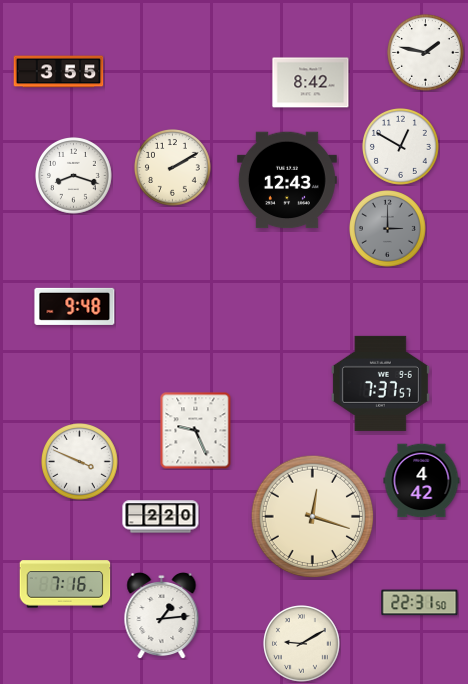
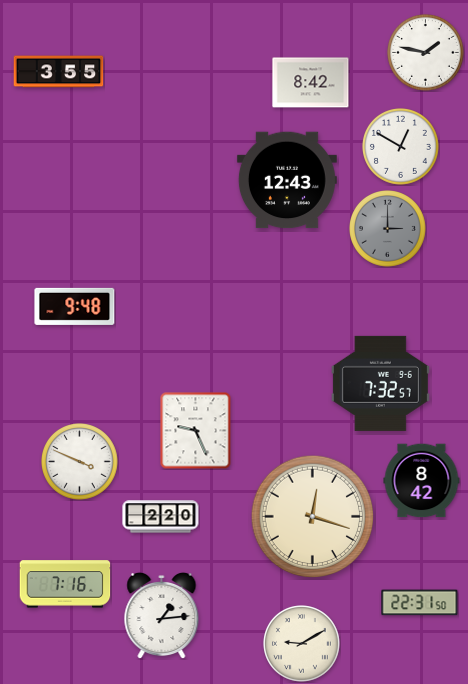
clock at (173, 168): 2:10 -> none
clock at (74, 176): 8:18 -> none
clock at (380, 383): 7:37 -> 7:32
clock at (422, 481): 4:42 -> 8:42
